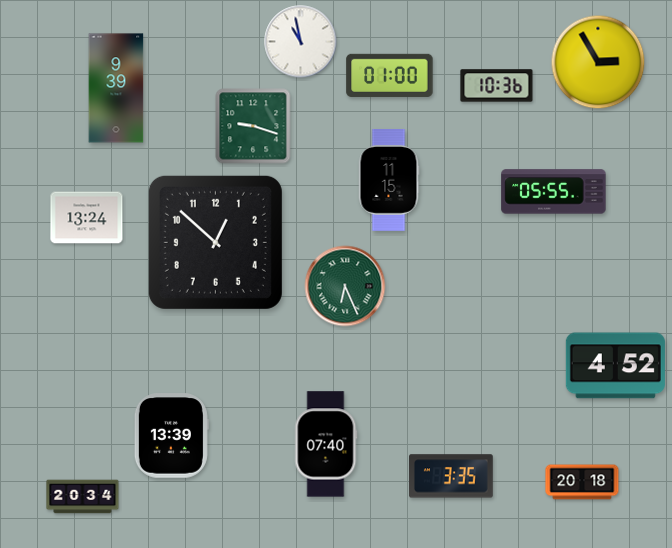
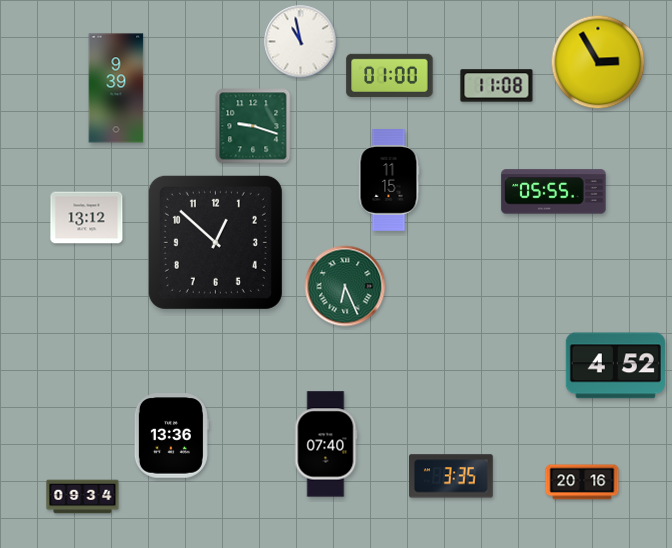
clock at (497, 86): 10:36 -> 11:08
clock at (87, 218): 13:24 -> 13:12
clock at (171, 436): 13:39 -> 13:36
clock at (582, 482): 20:18 -> 20:16
clock at (83, 497): 20:34 -> 09:34
